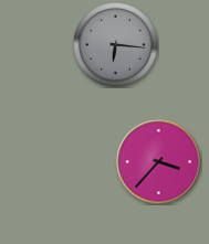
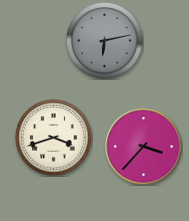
clock at (116, 45): 6:16 -> 6:13
clock at (54, 138): none -> 3:42
